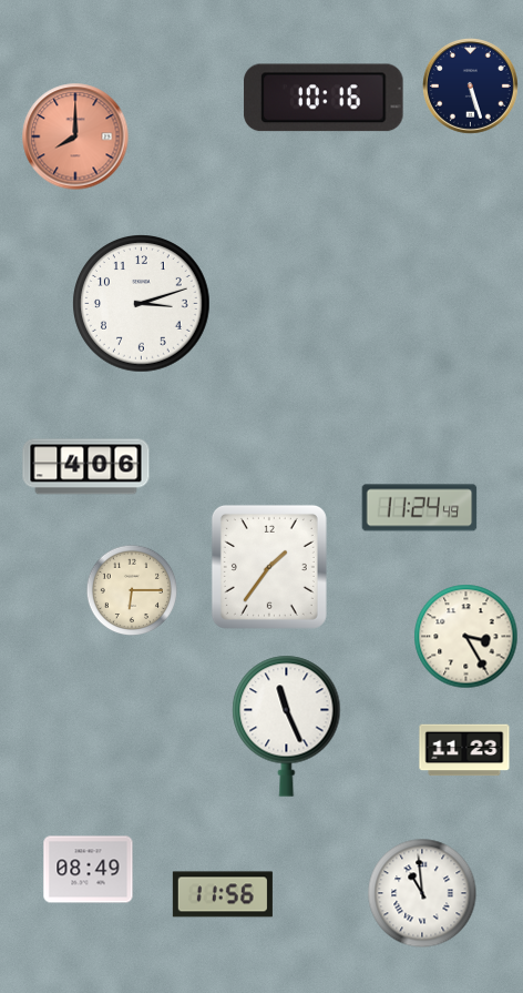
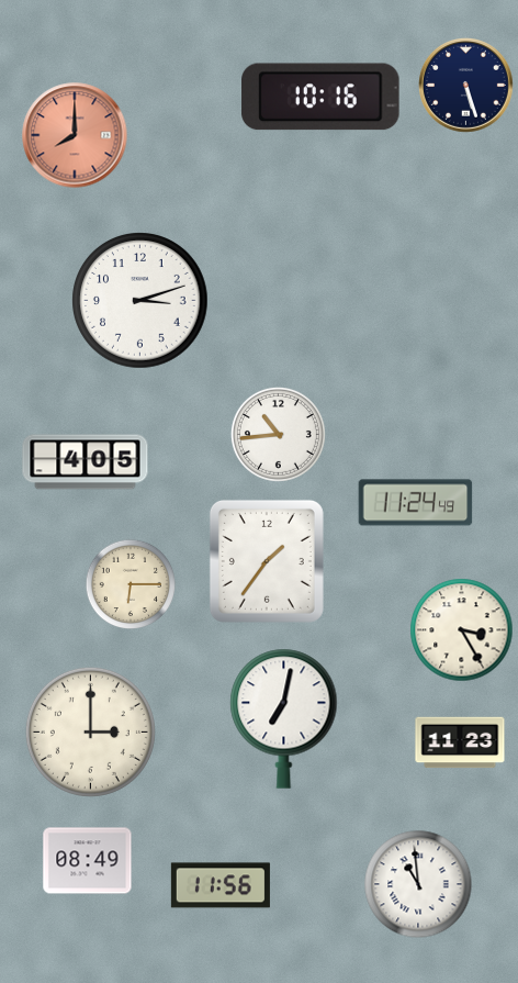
clock at (278, 434): none -> 10:44
clock at (86, 467): 4:06 -> 4:05
clock at (287, 726): 11:26 -> 7:02
clock at (90, 731): none -> 3:00
